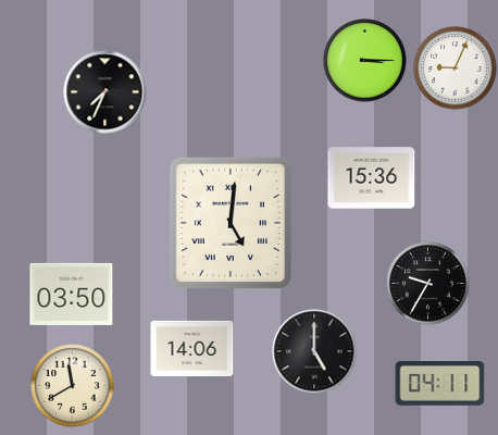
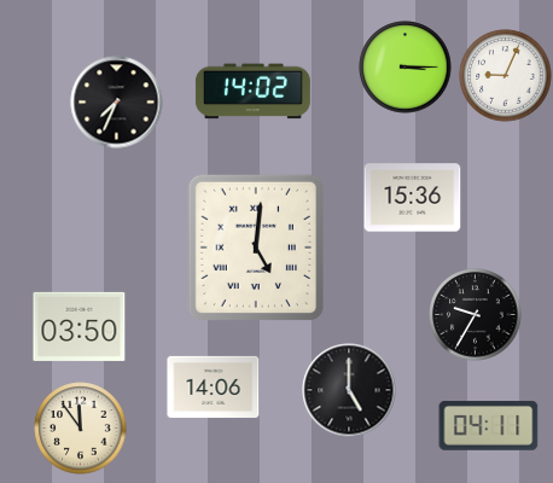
clock at (252, 92): none -> 14:02
clock at (73, 386): 11:40 -> 11:54
